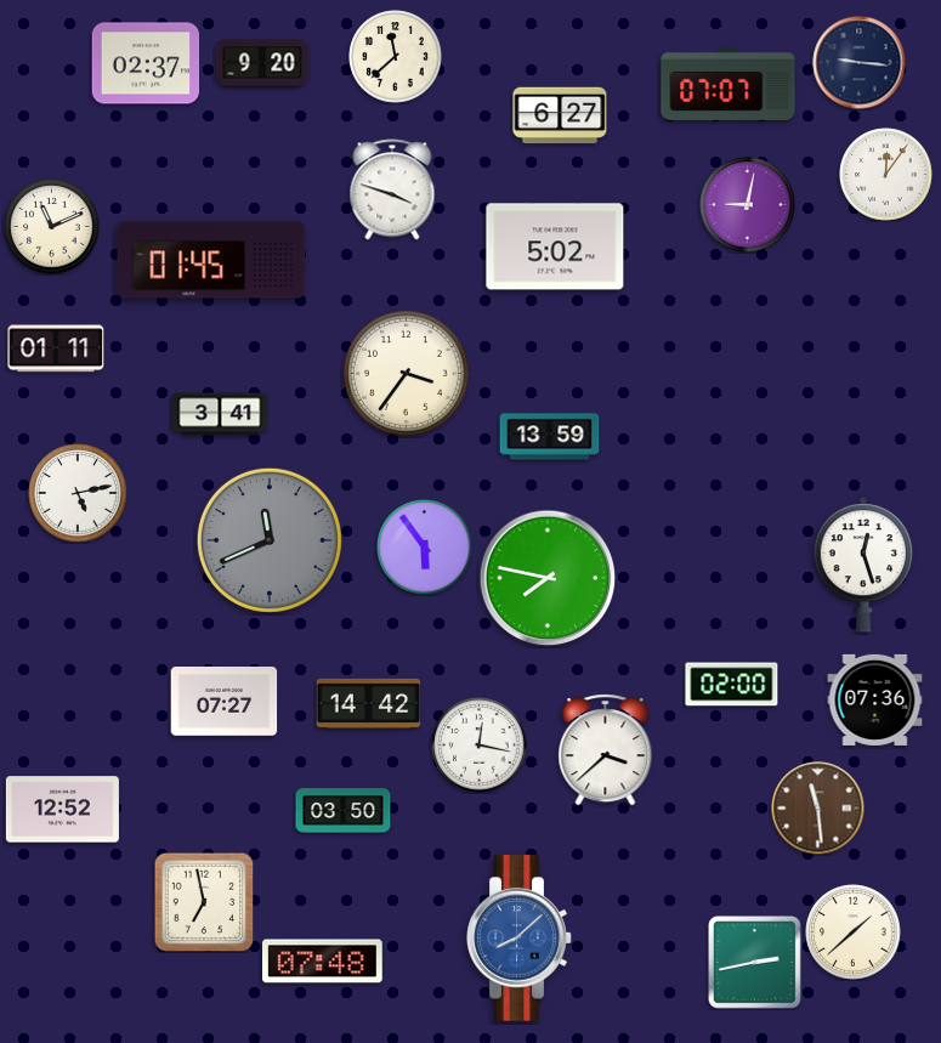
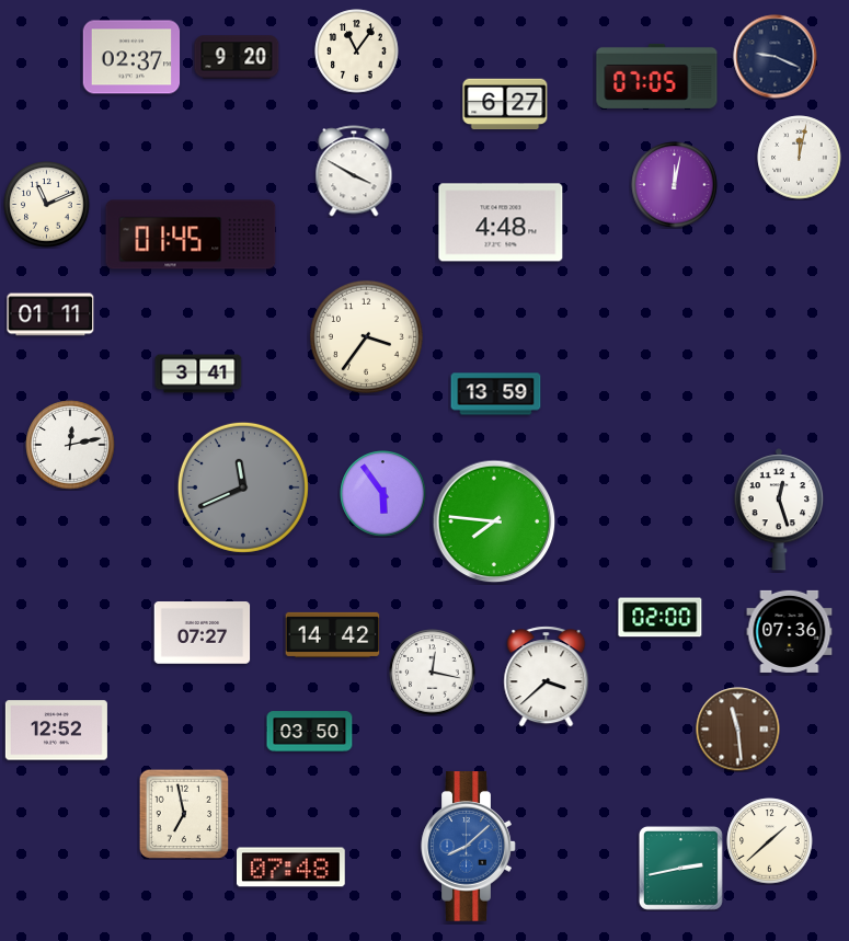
clock at (396, 57): 11:38 -> 11:06
clock at (860, 63): 9:16 -> 9:19
clock at (729, 84): 07:07 -> 07:05
clock at (886, 175): 12:06 -> 12:02
clock at (392, 189): 3:48 -> 3:50
clock at (748, 205): 9:02 -> 12:02
clock at (555, 246): 5:02 -> 4:48
clock at (78, 493): 5:13 -> 12:13
clock at (548, 578): 7:47 -> 7:46
